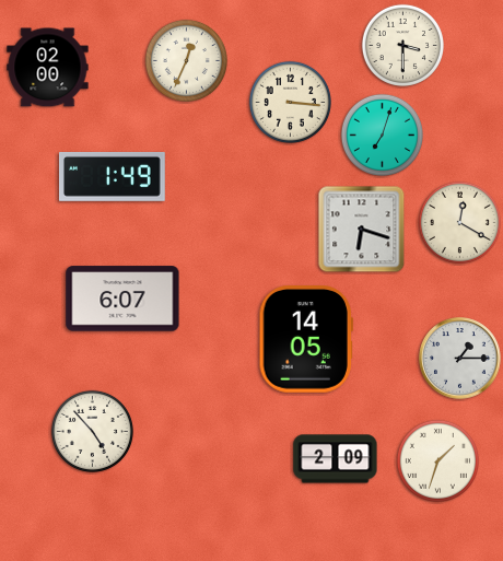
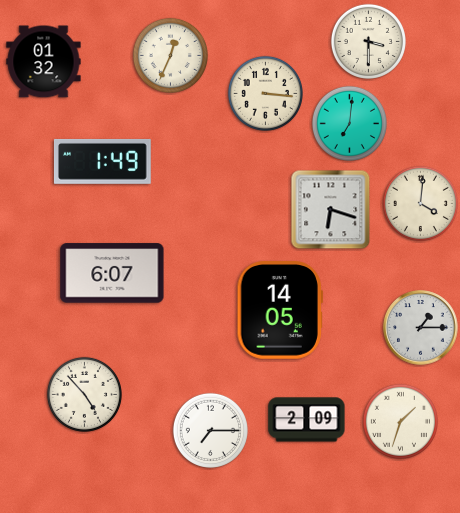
clock at (48, 68): 02:00 -> 01:32
clock at (382, 135): 7:03 -> 7:01
clock at (459, 222): 12:20 -> 4:01
clock at (210, 430): none -> 7:15
